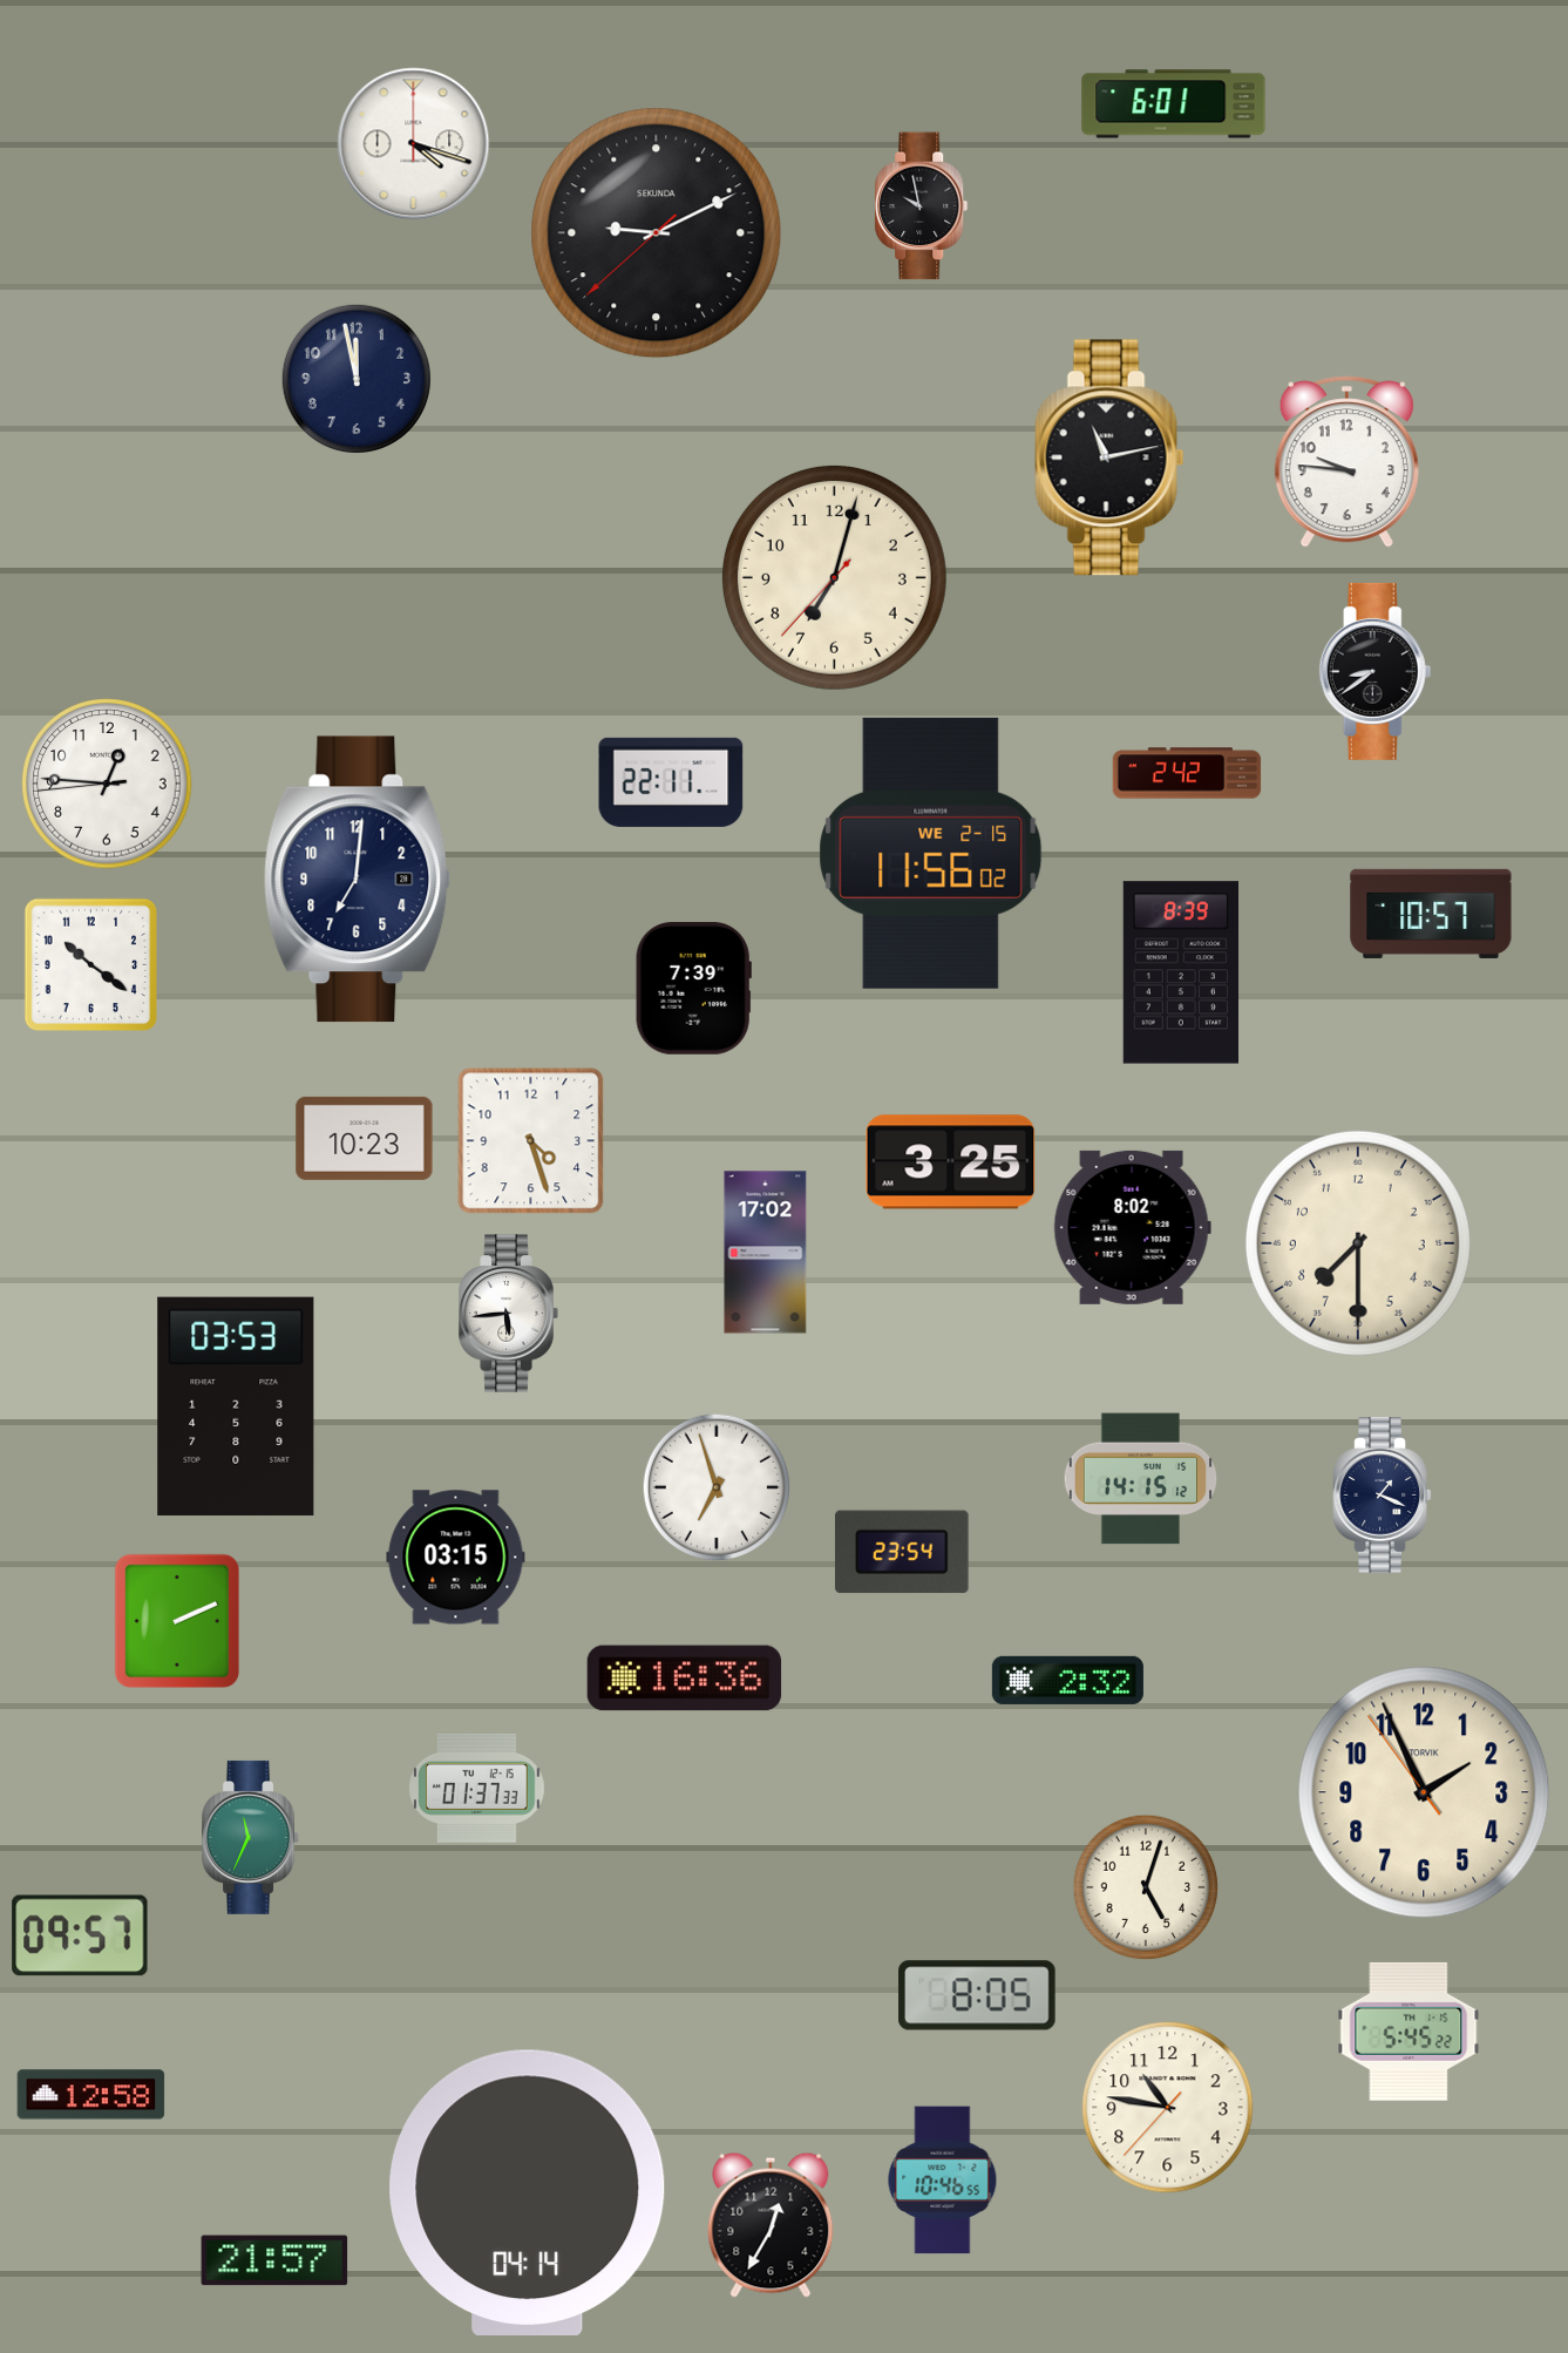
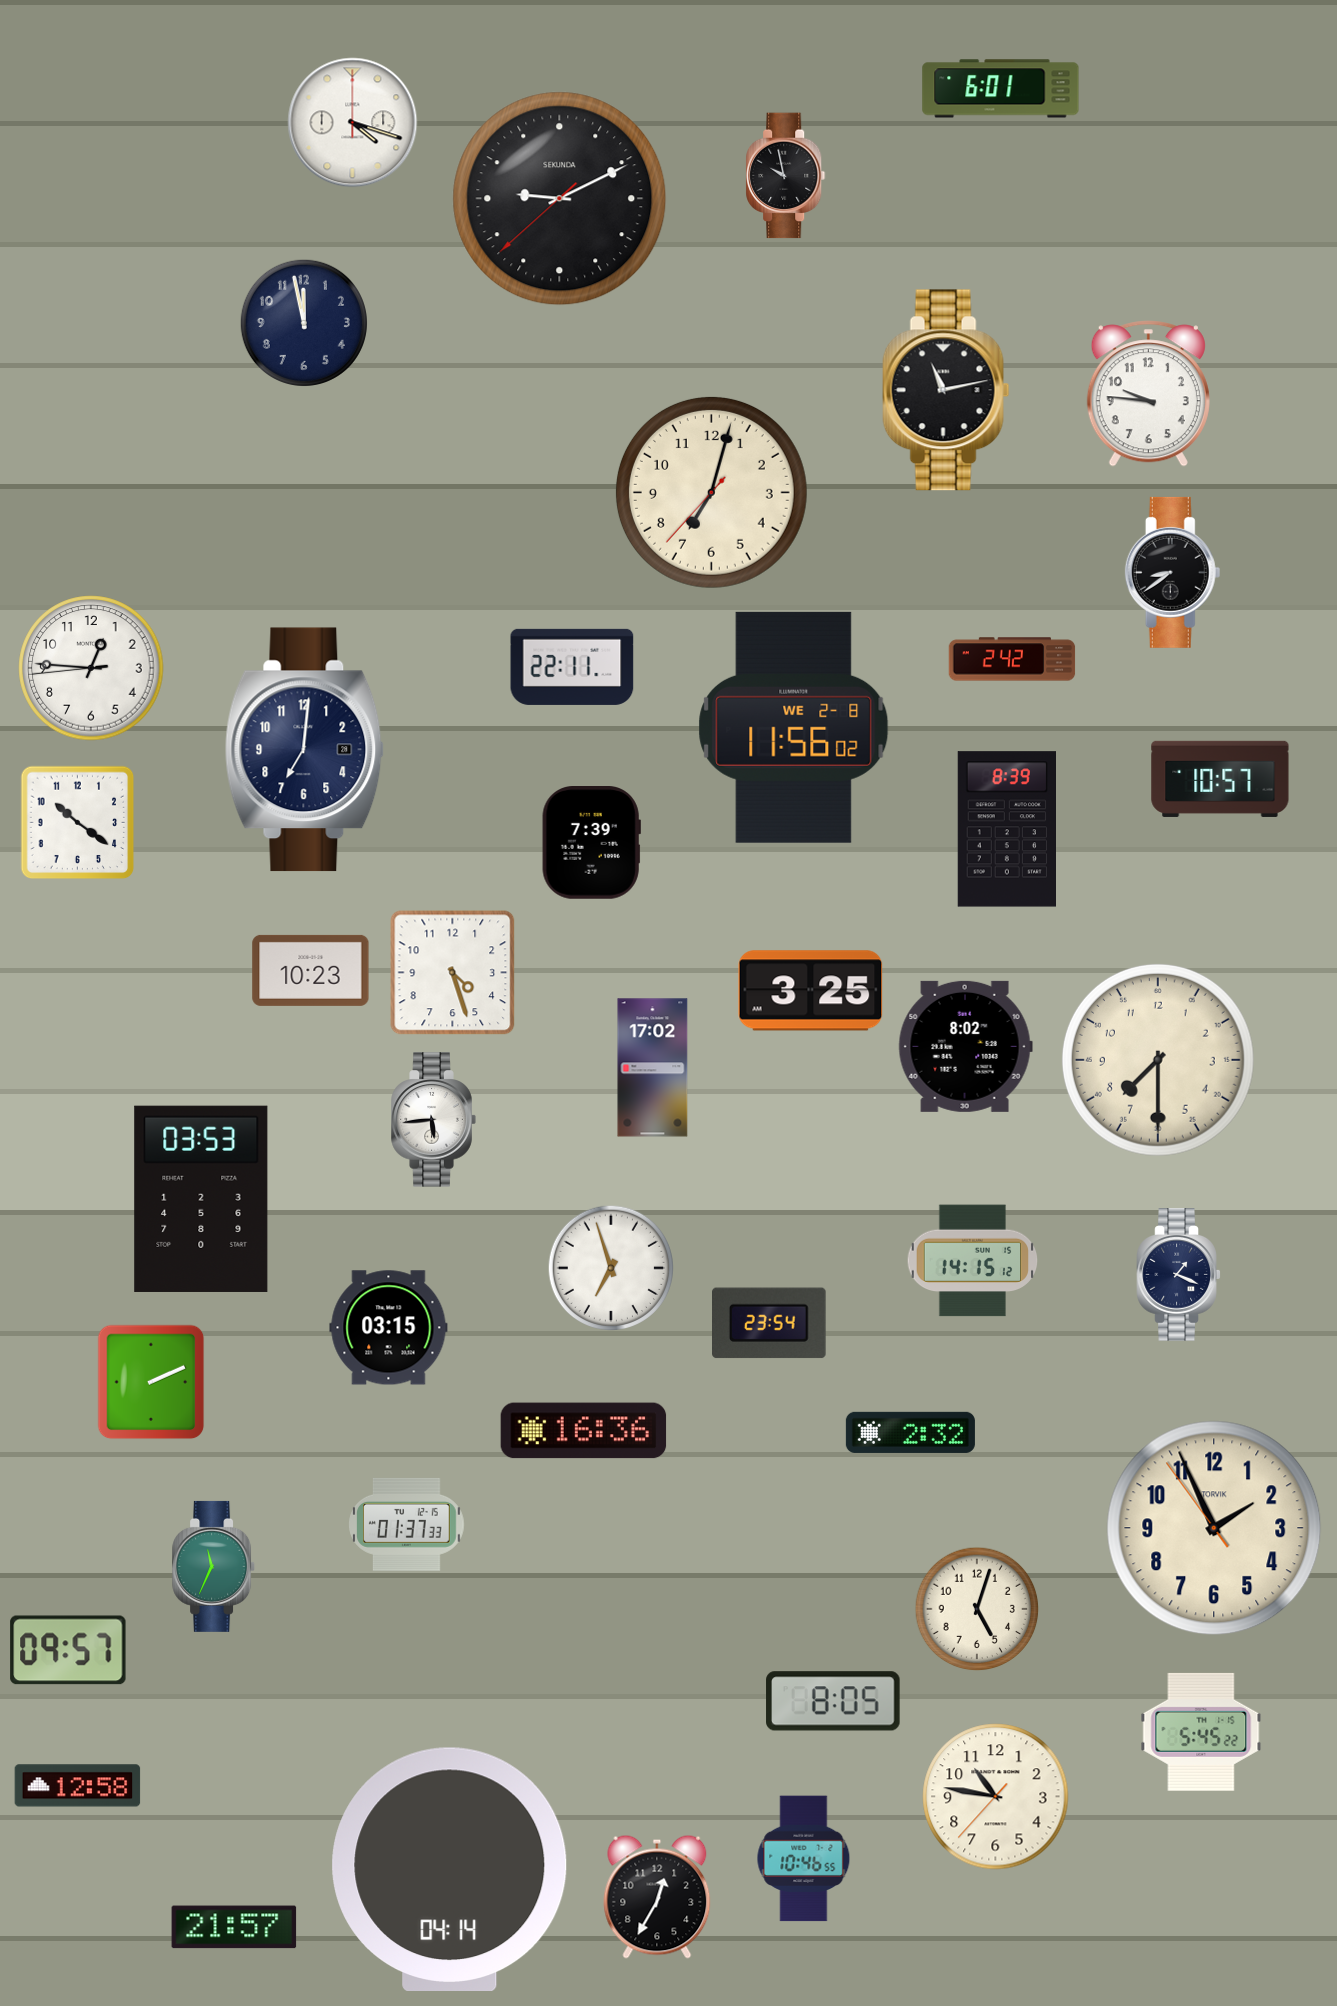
clock at (931, 853) date: WE 2-15 -> WE 2-8
